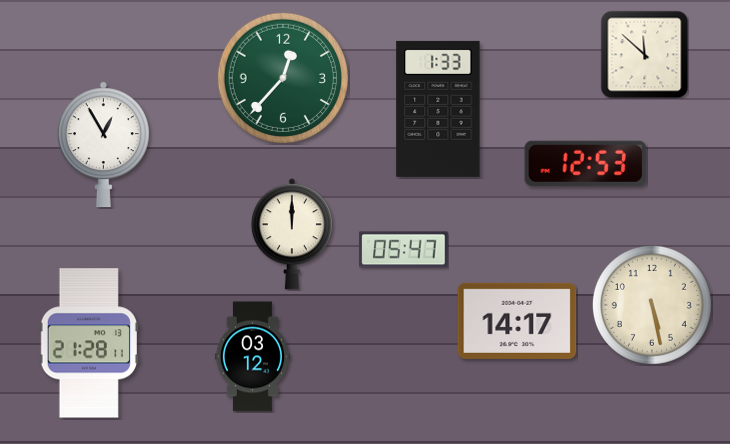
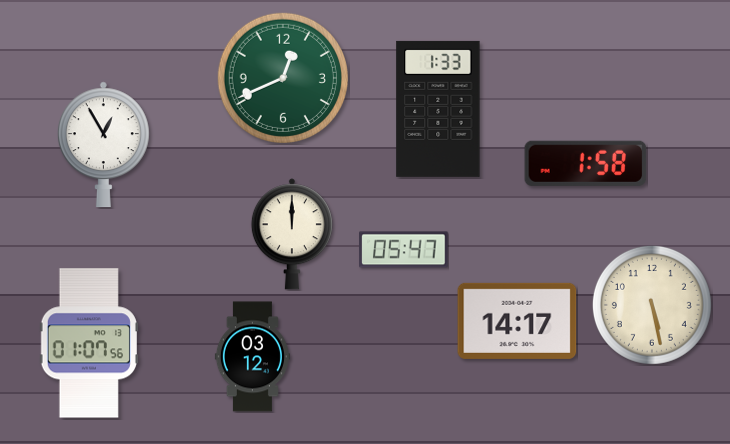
clock at (644, 54): 11:52 -> none
clock at (283, 78): 12:37 -> 12:41
clock at (586, 163): 12:53 -> 1:58
clock at (89, 343): 21:28 -> 01:07
